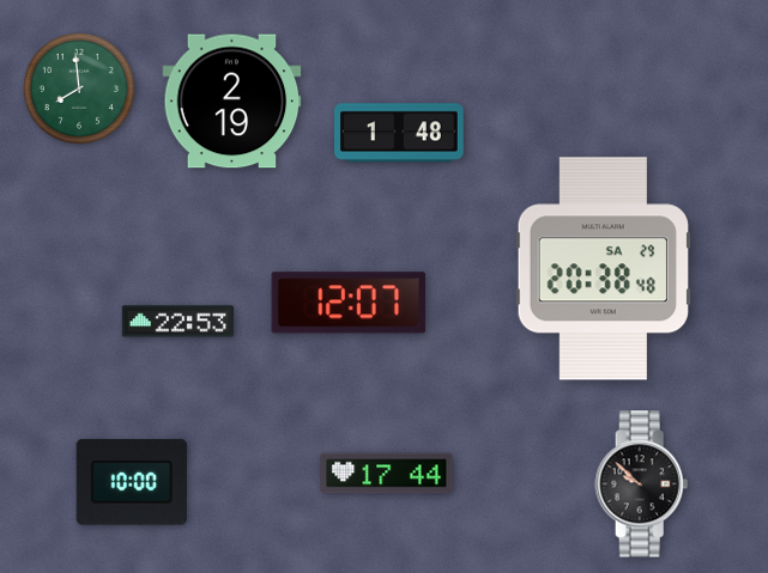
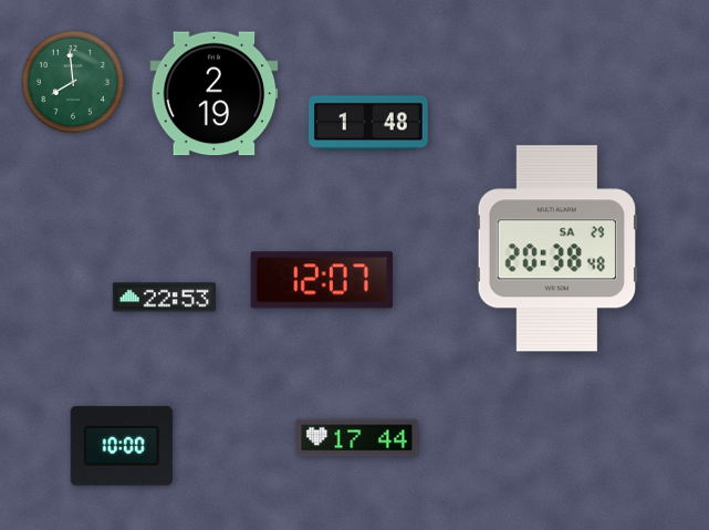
clock at (642, 484): 9:52 -> none
